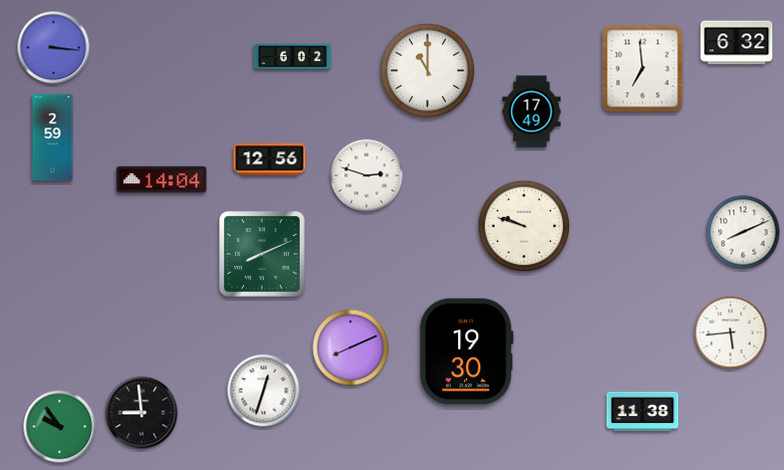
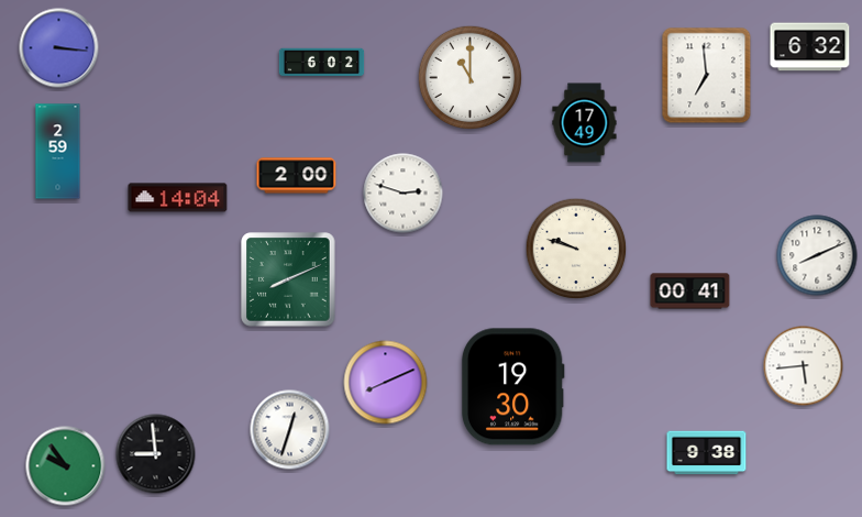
clock at (54, 48) position: (54, 48) -> (59, 48)
clock at (270, 160): 12:56 -> 2:00
clock at (690, 291): none -> 00:41
clock at (643, 412): 11:38 -> 9:38
clock at (60, 427) position: (60, 427) -> (66, 466)
